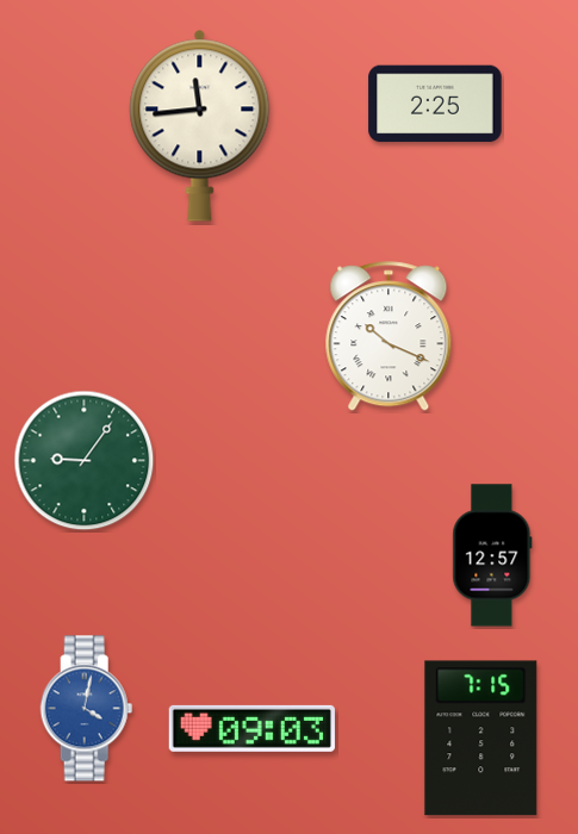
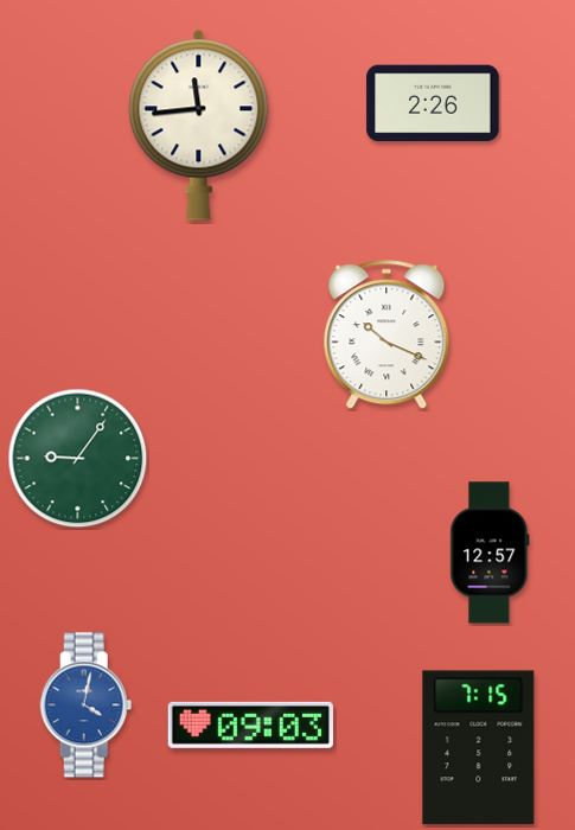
clock at (435, 104): 2:25 -> 2:26
clock at (85, 461) position: (85, 461) -> (78, 459)
clock at (481, 739) position: (481, 739) -> (479, 748)
